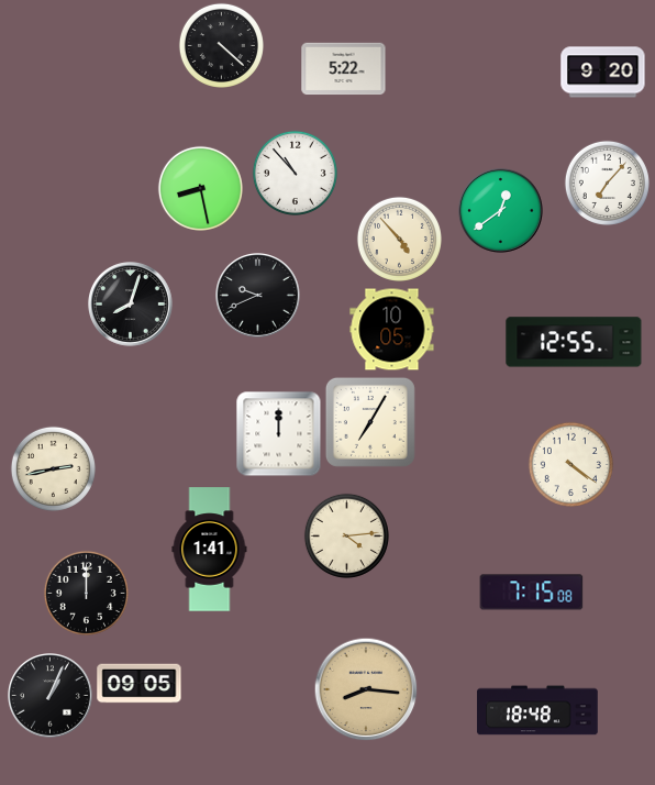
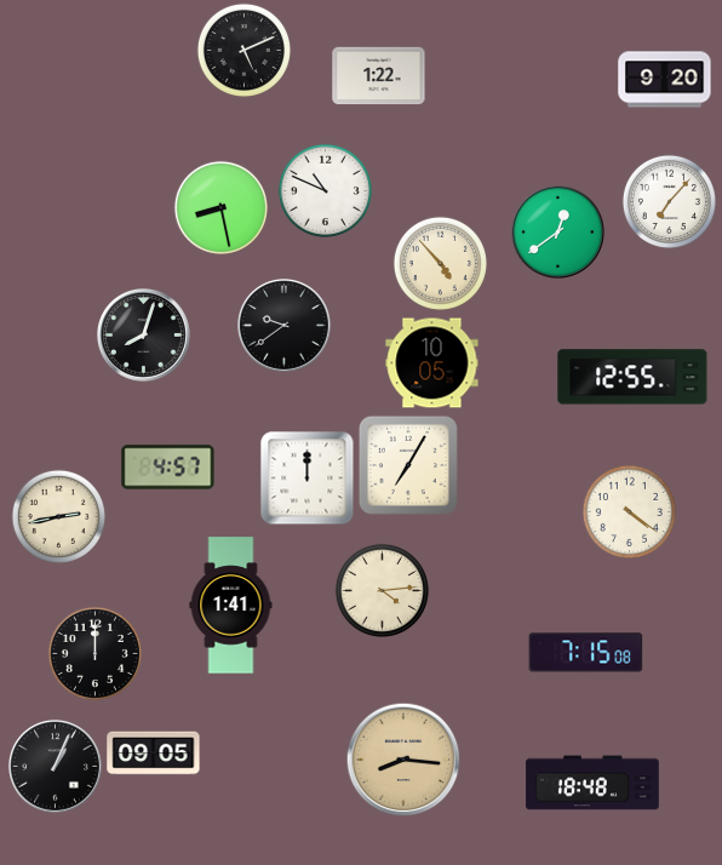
clock at (221, 45): 4:22 -> 5:11
clock at (344, 69): 5:22 -> 1:22
clock at (295, 173): 10:53 -> 10:49
clock at (501, 211) position: (501, 211) -> (558, 233)
clock at (258, 296): 9:41 -> 9:39
clock at (168, 468): none -> 4:57
